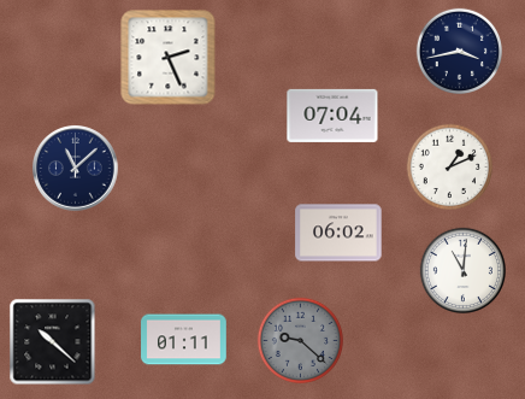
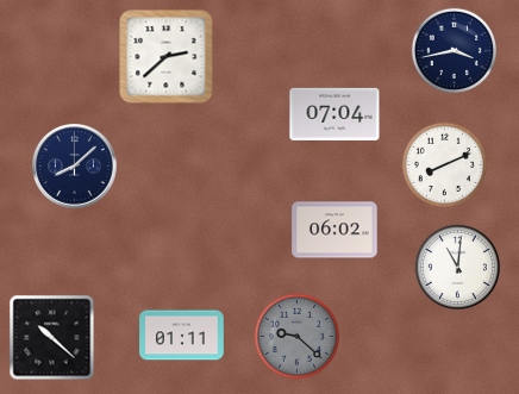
clock at (169, 58): 2:26 -> 2:38
clock at (332, 116) position: (332, 116) -> (334, 114)
clock at (449, 166): 1:11 -> 8:11
clock at (76, 169): 11:08 -> 8:08
